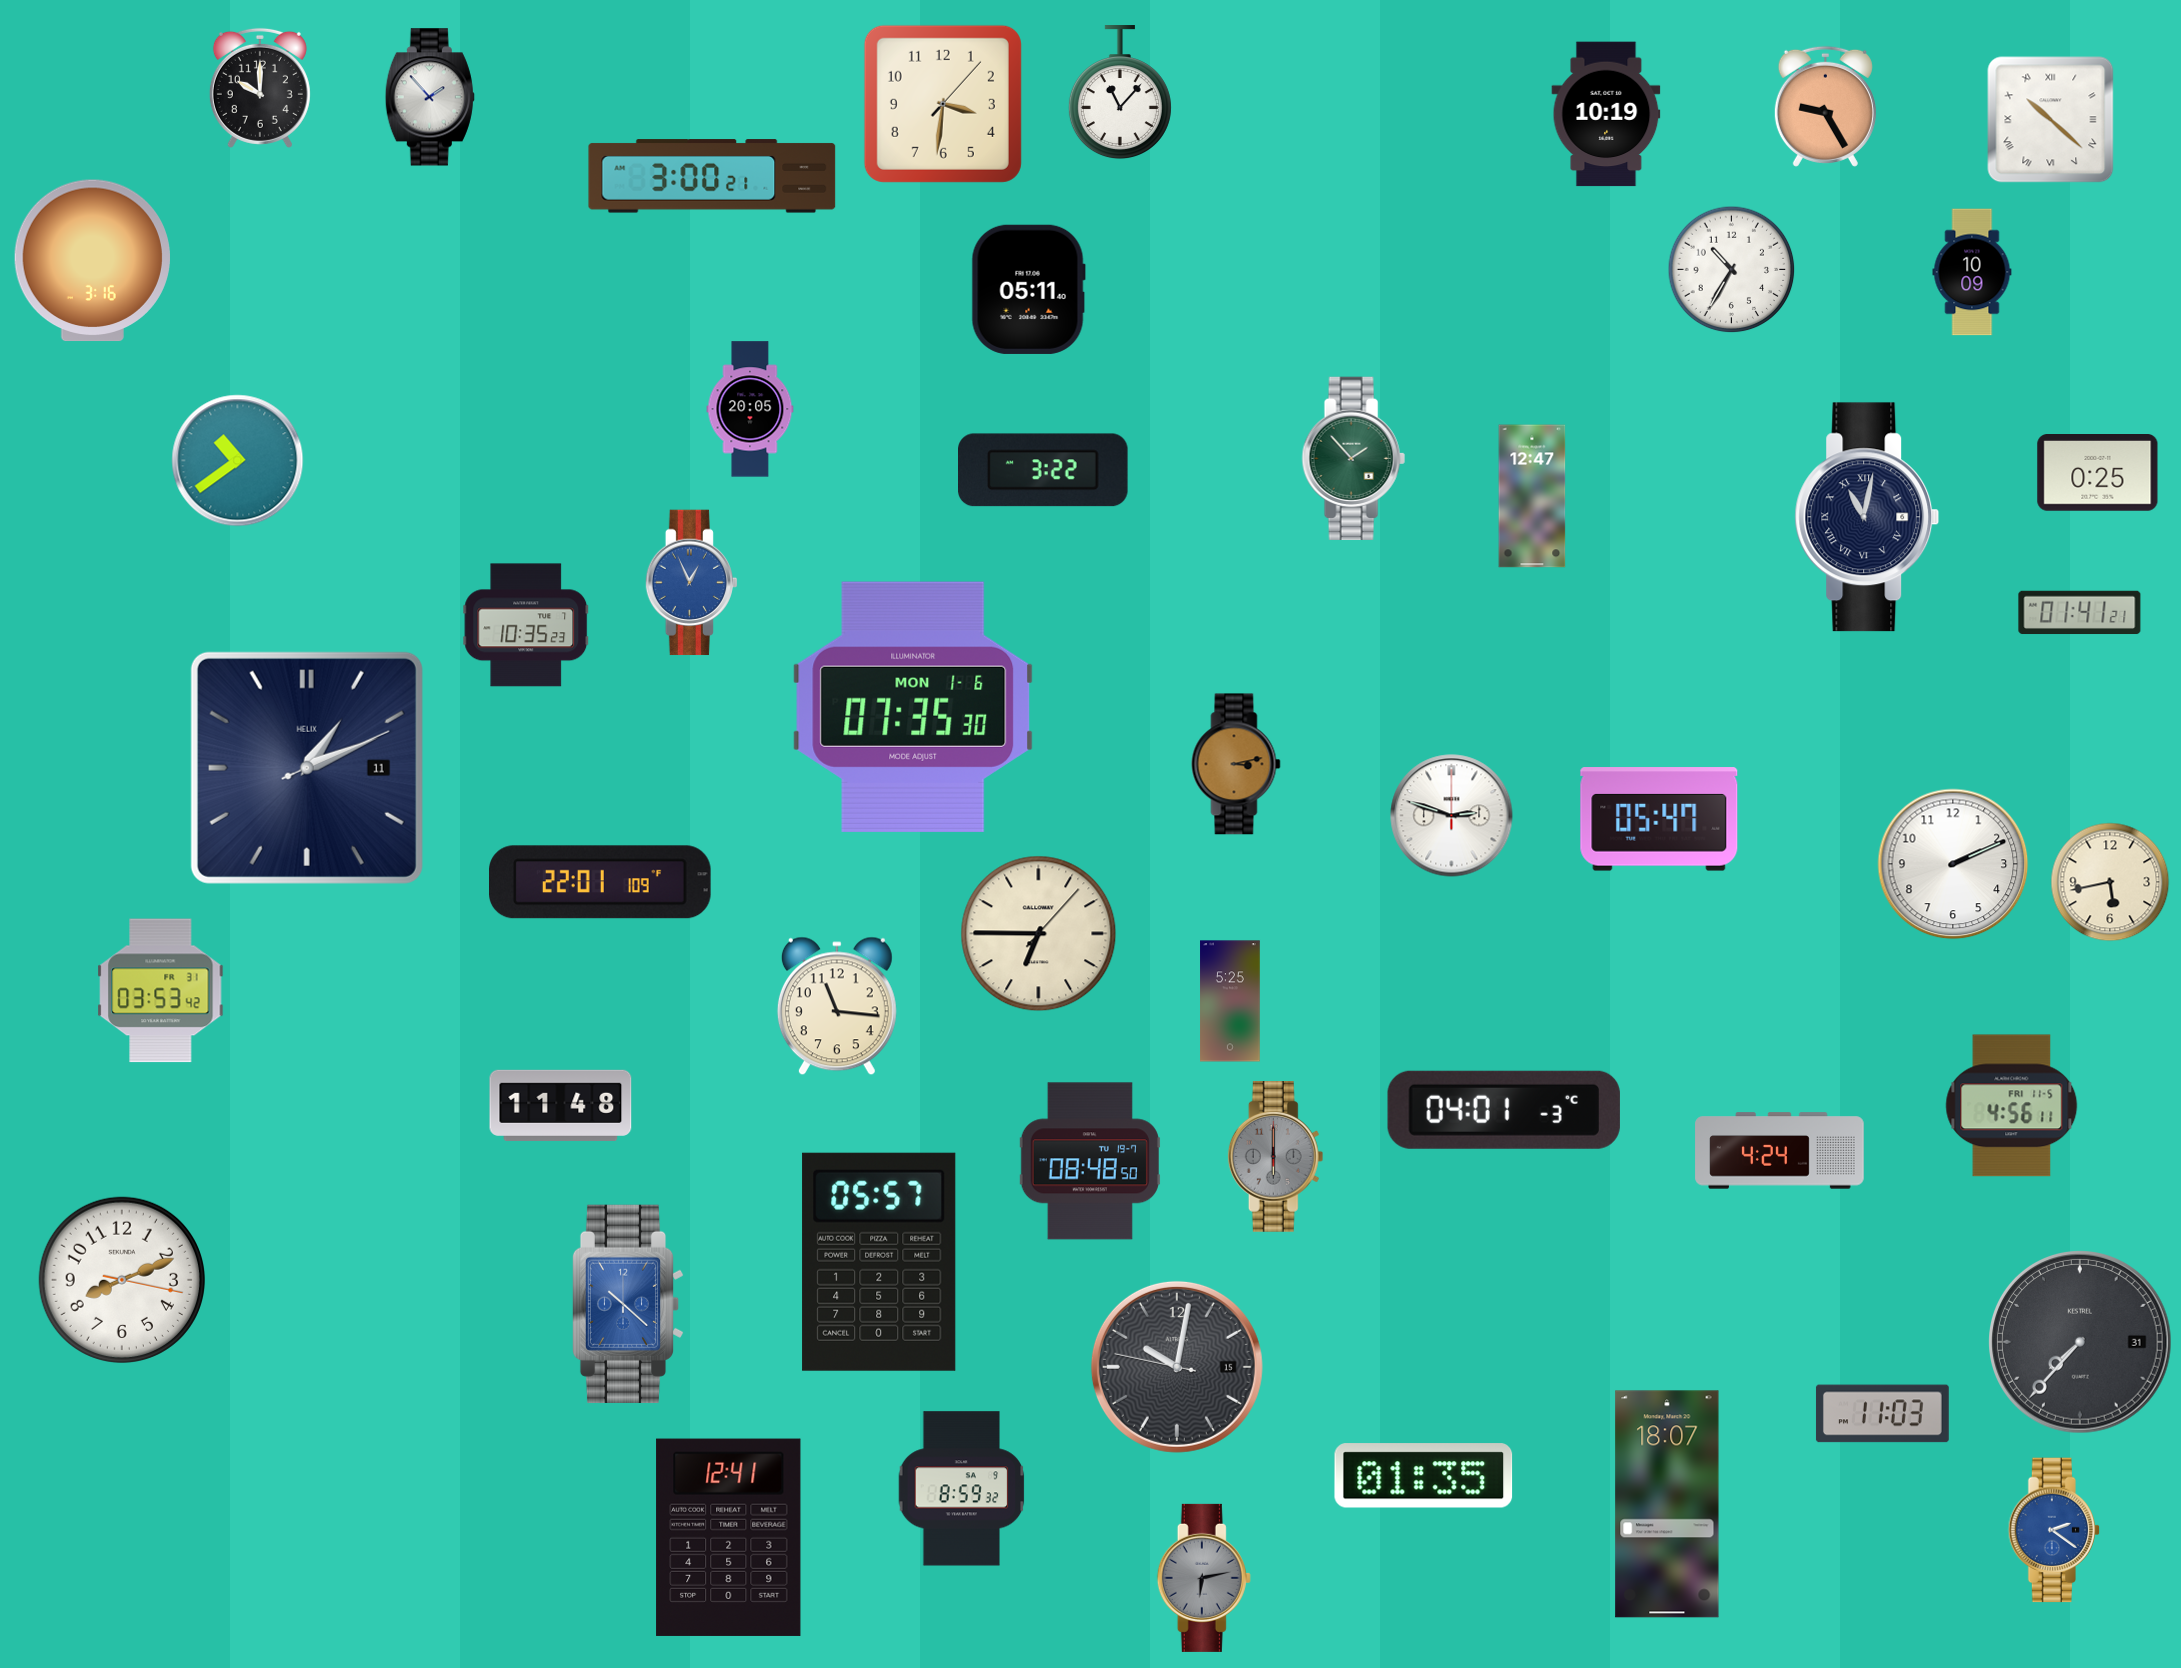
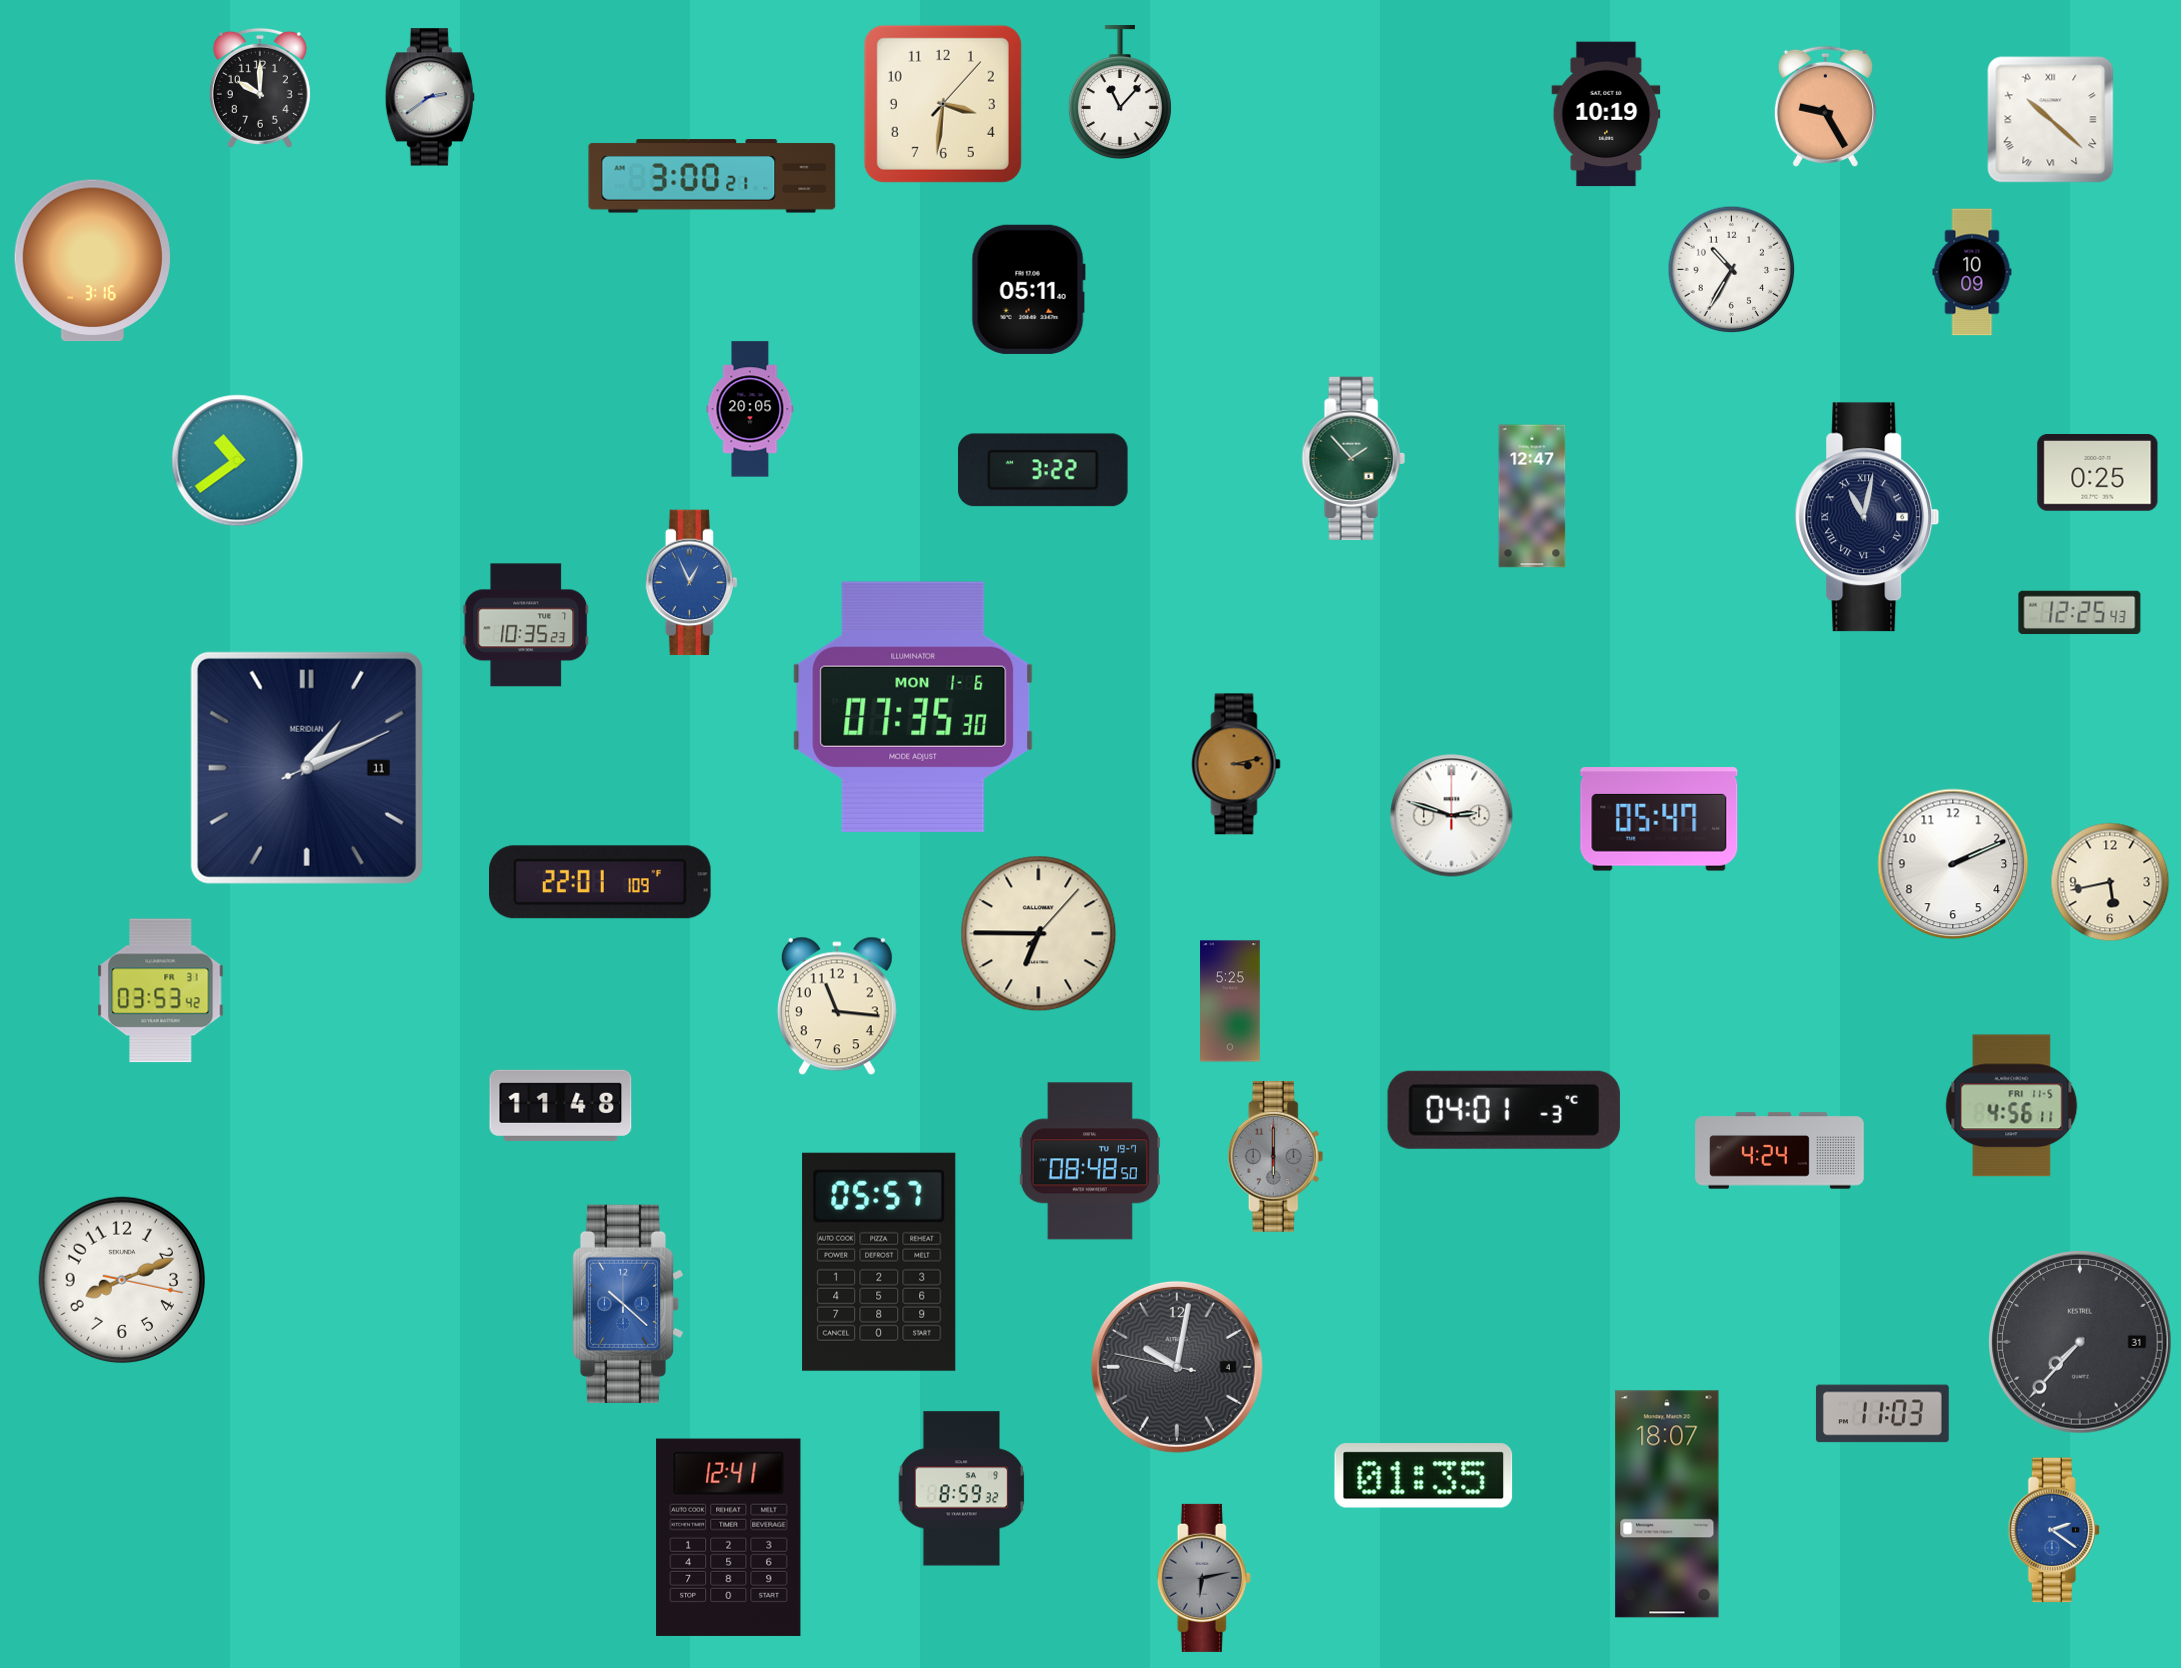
clock at (430, 97): 1:53 -> 2:39
clock at (2080, 613): 01:41 -> 12:25
clock at (307, 768) brand: HELIX -> MERIDIAN
clock at (1177, 1367) date: 15 -> 4
